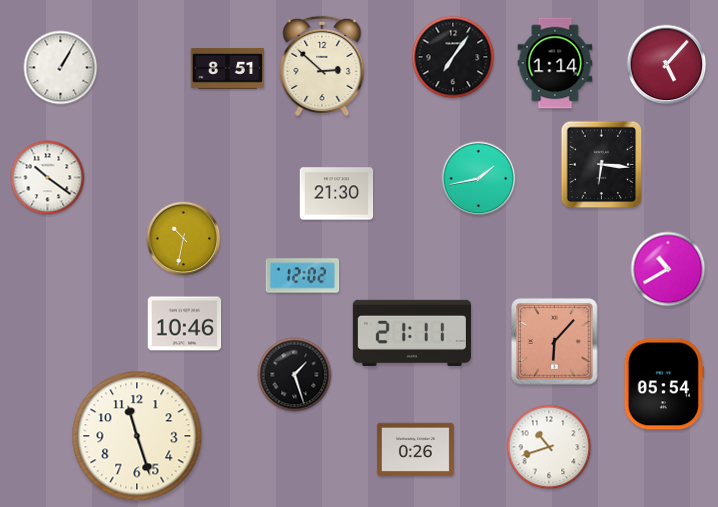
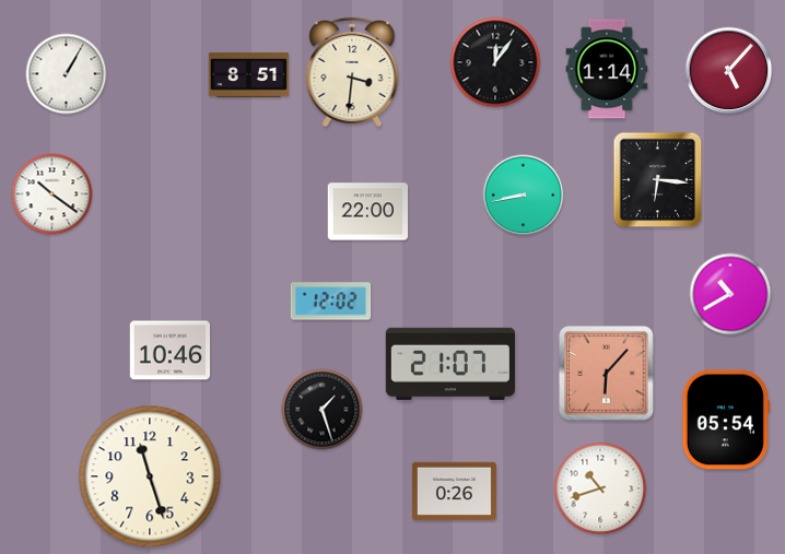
clock at (453, 57): 7:06 -> 12:06
clock at (322, 66): 2:52 -> 3:31
clock at (479, 179): 1:43 -> 8:43
clock at (337, 194): 21:30 -> 22:00
clock at (184, 239): 10:32 -> none
clock at (185, 324) position: (185, 324) -> (171, 351)
clock at (412, 333): 21:11 -> 21:07
